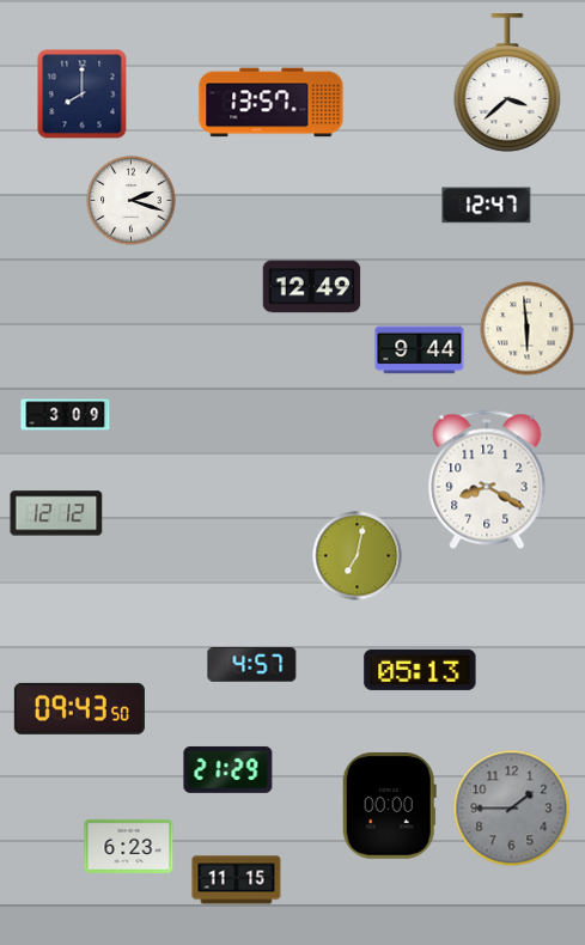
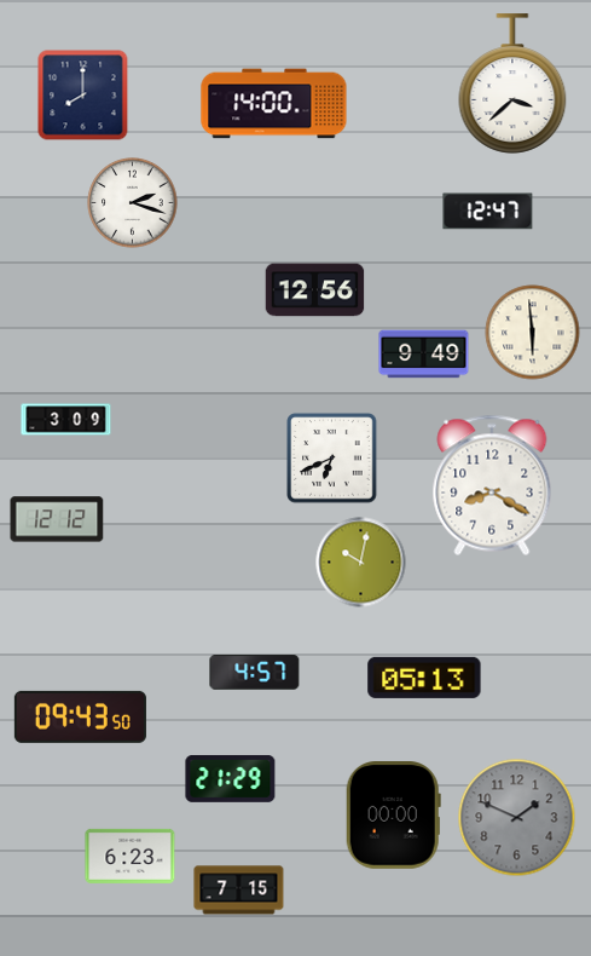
clock at (272, 103): 13:57 -> 14:00
clock at (487, 206) position: (487, 206) -> (488, 212)
clock at (312, 287): 12:49 -> 12:56
clock at (420, 350): 9:44 -> 9:49
clock at (332, 459): none -> 6:41
clock at (358, 556): 7:02 -> 10:02
clock at (512, 809): 1:45 -> 1:49
clock at (237, 880): 11:15 -> 7:15
